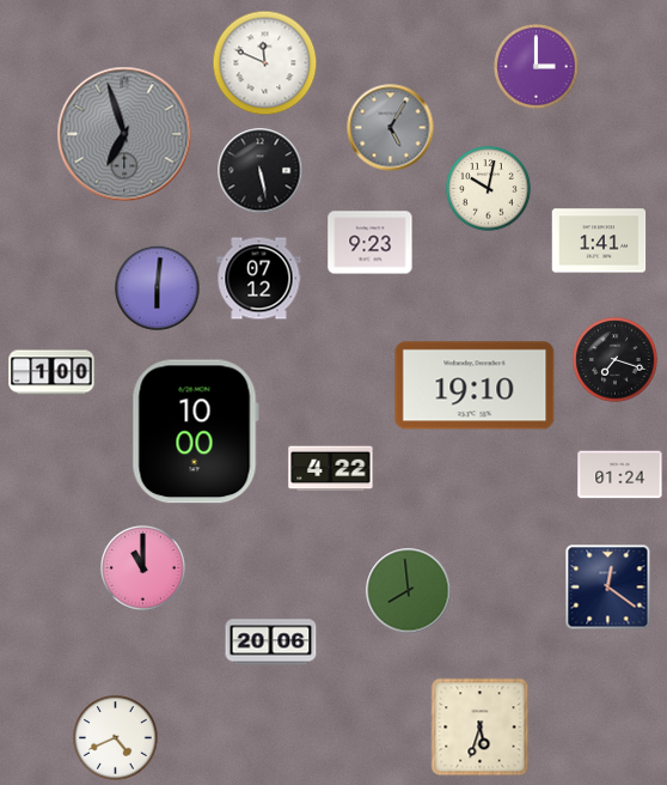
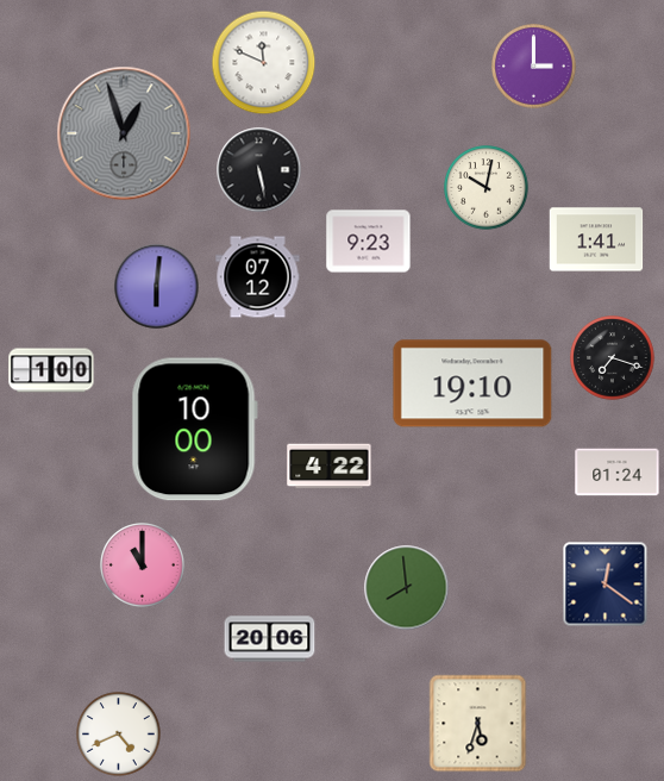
clock at (391, 128): 5:05 -> none
clock at (124, 134): 6:57 -> 12:57
clock at (116, 738) position: (116, 738) -> (119, 735)
